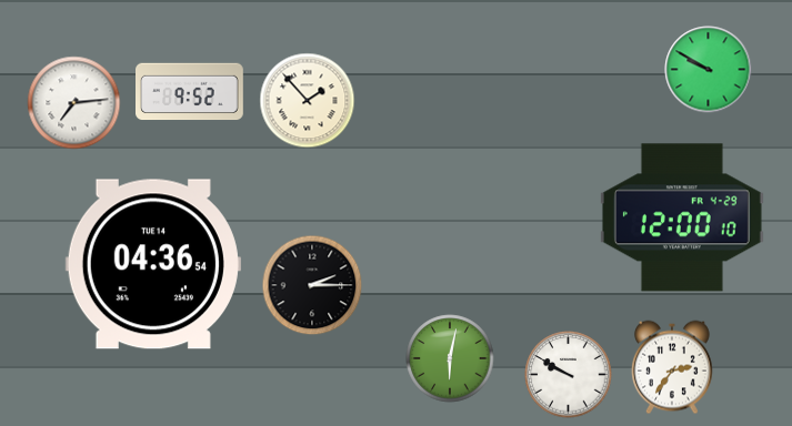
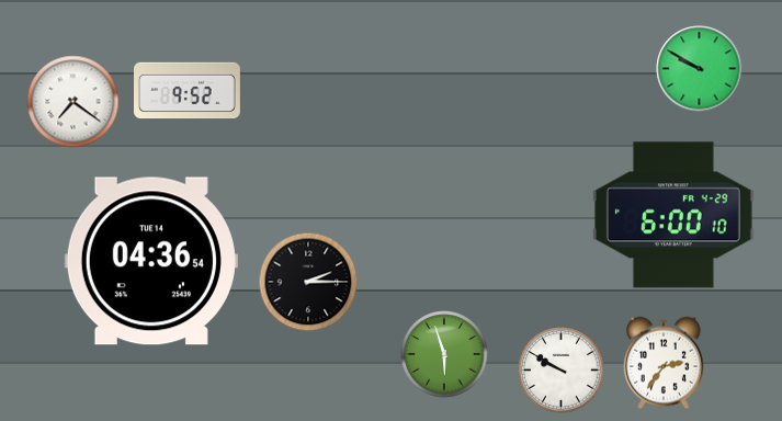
clock at (308, 101): 1:53 -> none
clock at (74, 103): 7:14 -> 7:21
clock at (682, 217): 12:00 -> 6:00
clock at (450, 358): 6:02 -> 5:57
